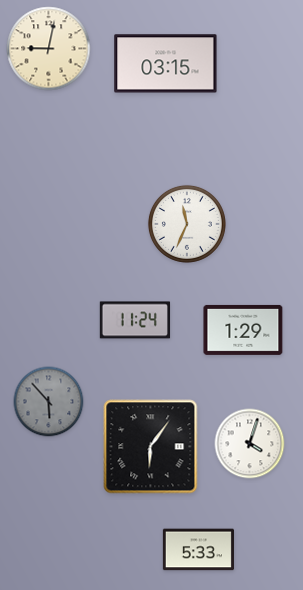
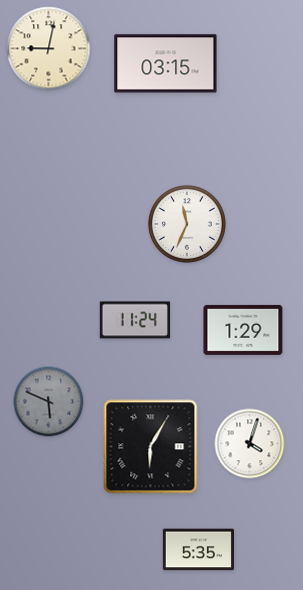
clock at (49, 402): 5:53 -> 5:49
clock at (151, 447): 6:06 -> 6:05
clock at (198, 550): 5:33 -> 5:35
